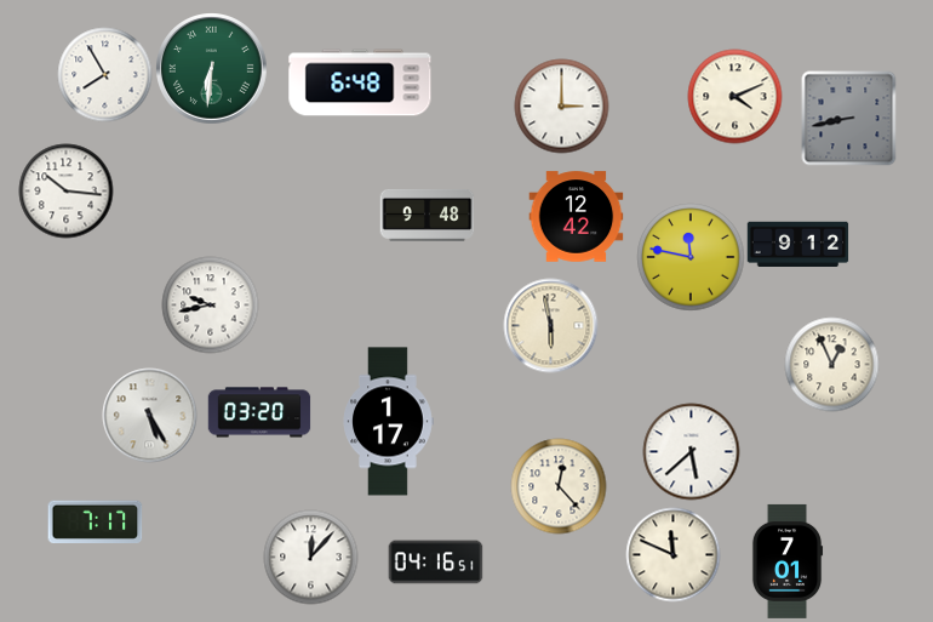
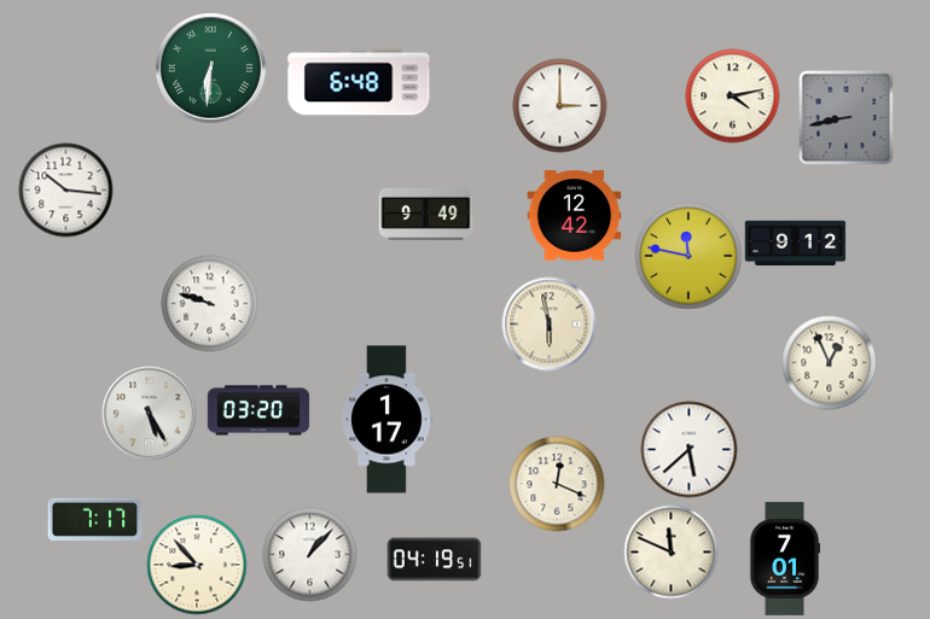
clock at (104, 74): 7:55 -> none
clock at (734, 96): 4:11 -> 4:13
clock at (427, 215): 9:48 -> 9:49
clock at (210, 304): 9:43 -> 9:48
clock at (559, 486): 12:23 -> 12:19
clock at (310, 557): 12:07 -> 1:07
clock at (435, 563): 04:16 -> 04:19
clock at (197, 565): none -> 8:53
